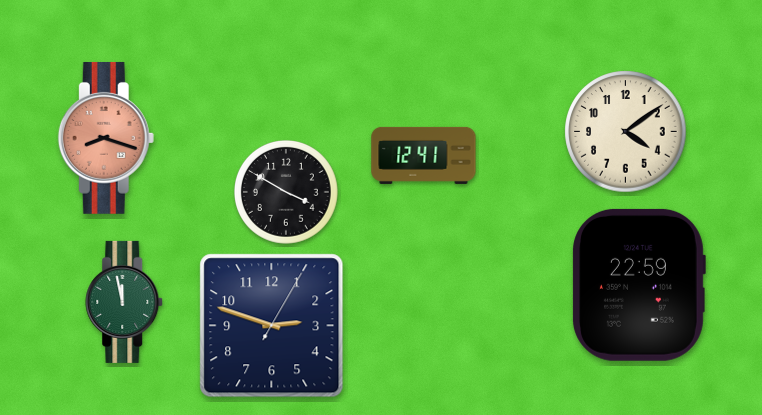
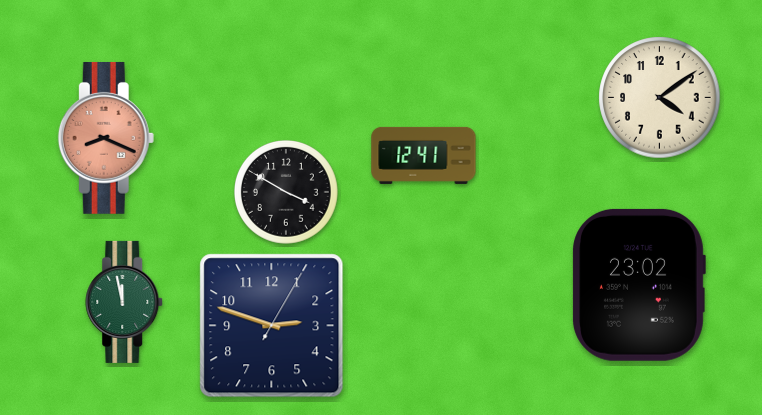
clock at (626, 132) position: (626, 132) -> (660, 98)
clock at (106, 138): 8:18 -> 8:19
clock at (639, 285): 22:59 -> 23:02
